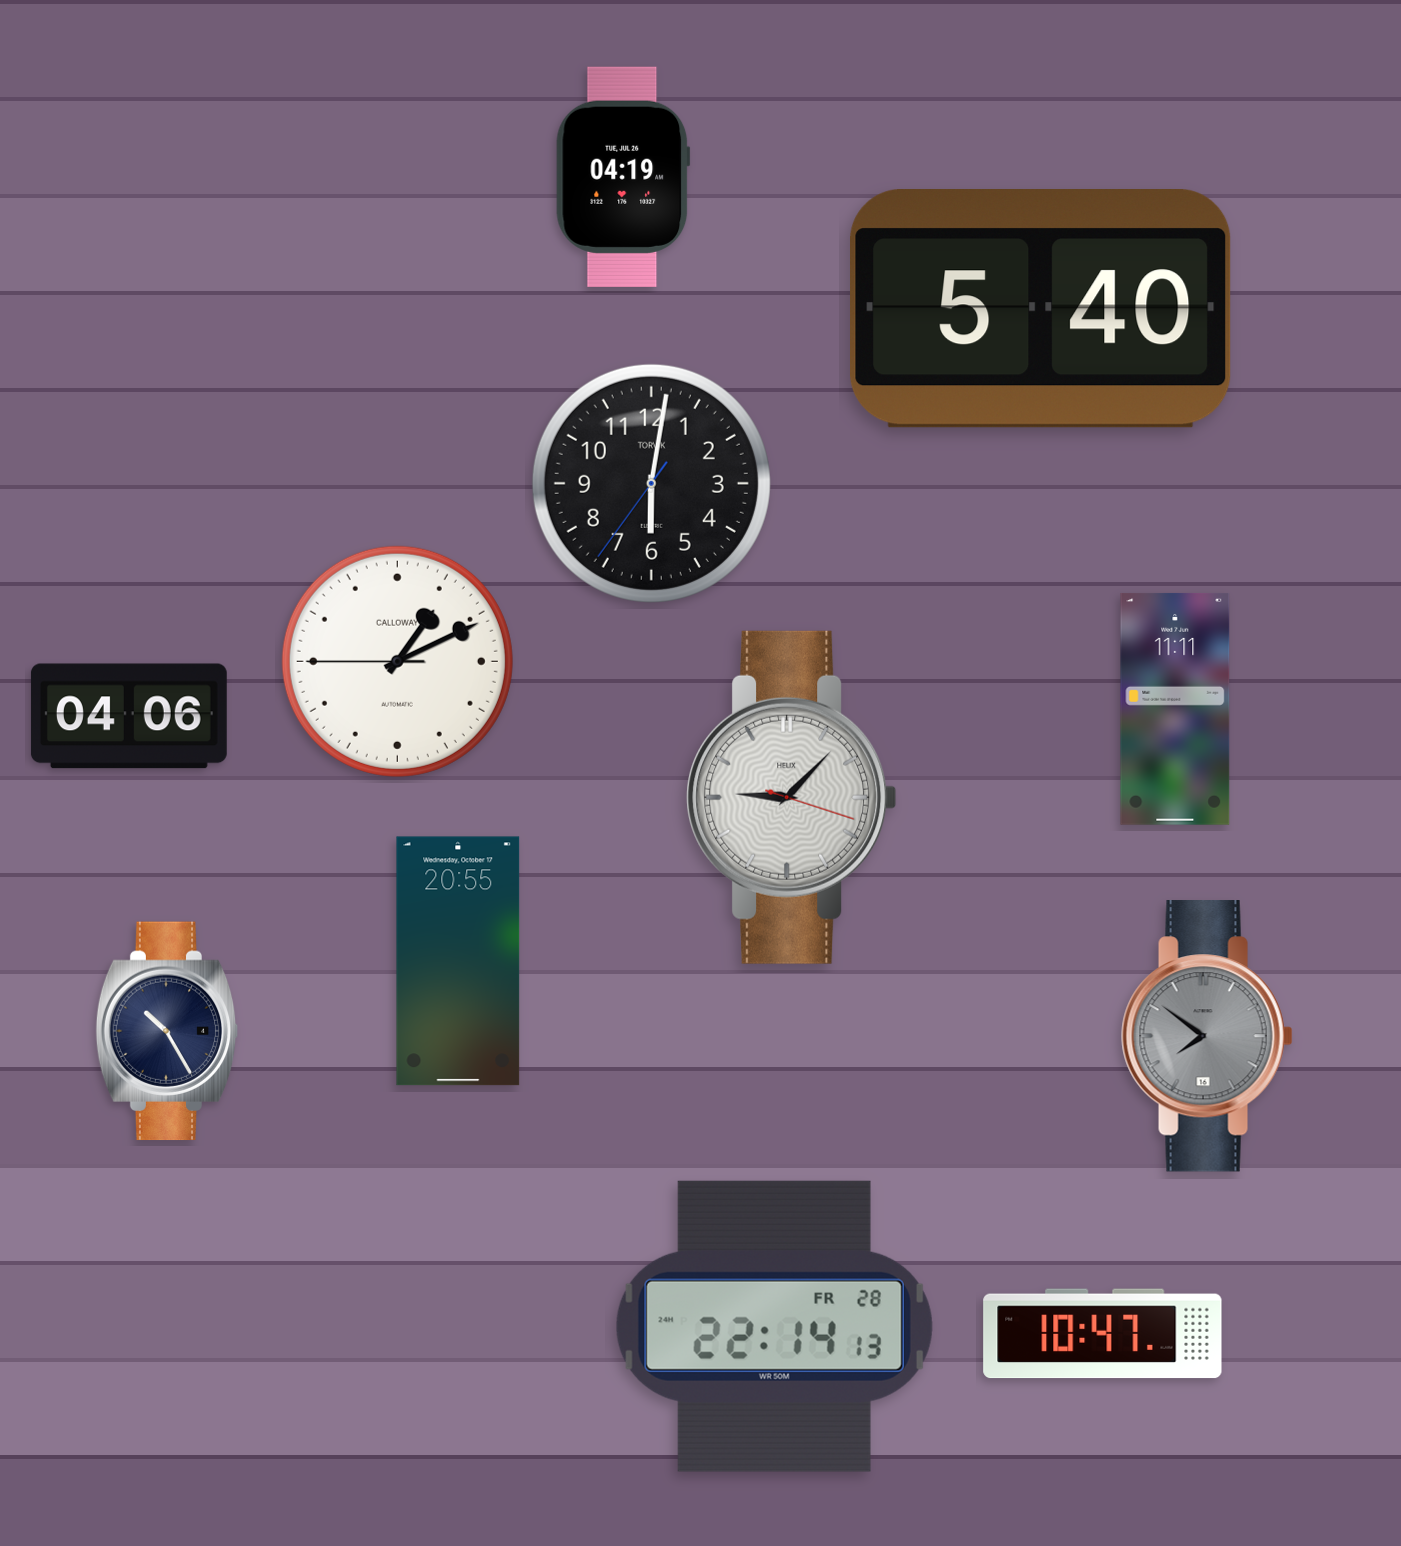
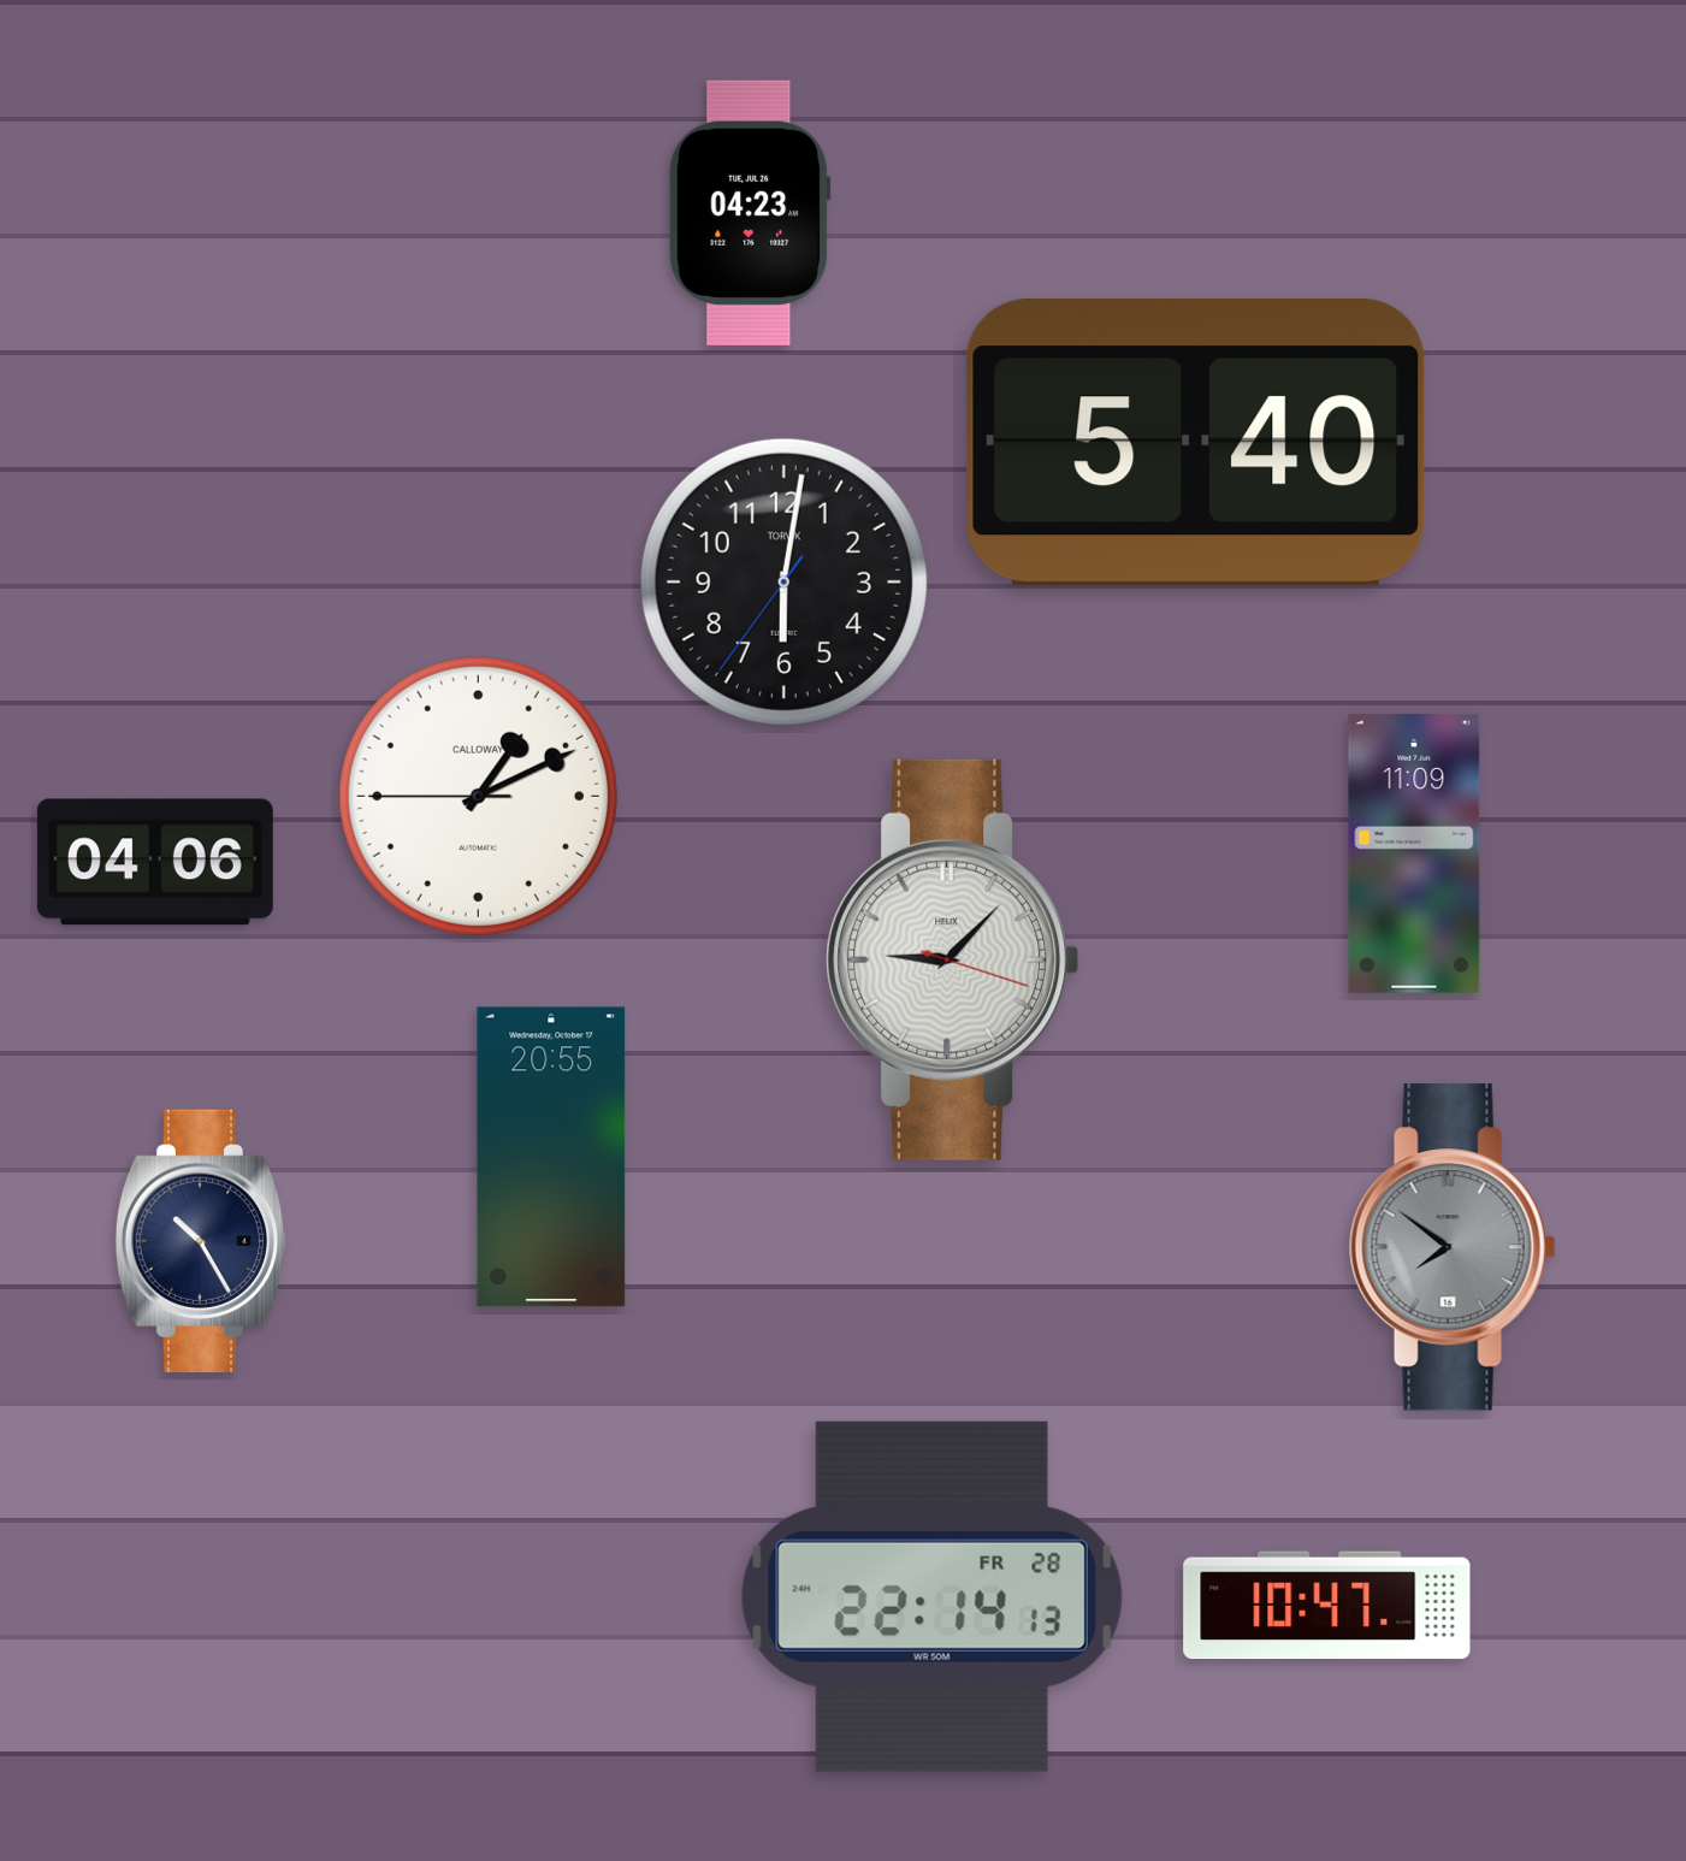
clock at (623, 177): 04:19 -> 04:23
clock at (1041, 309) position: (1041, 309) -> (1196, 443)
clock at (1175, 709): 11:11 -> 11:09
